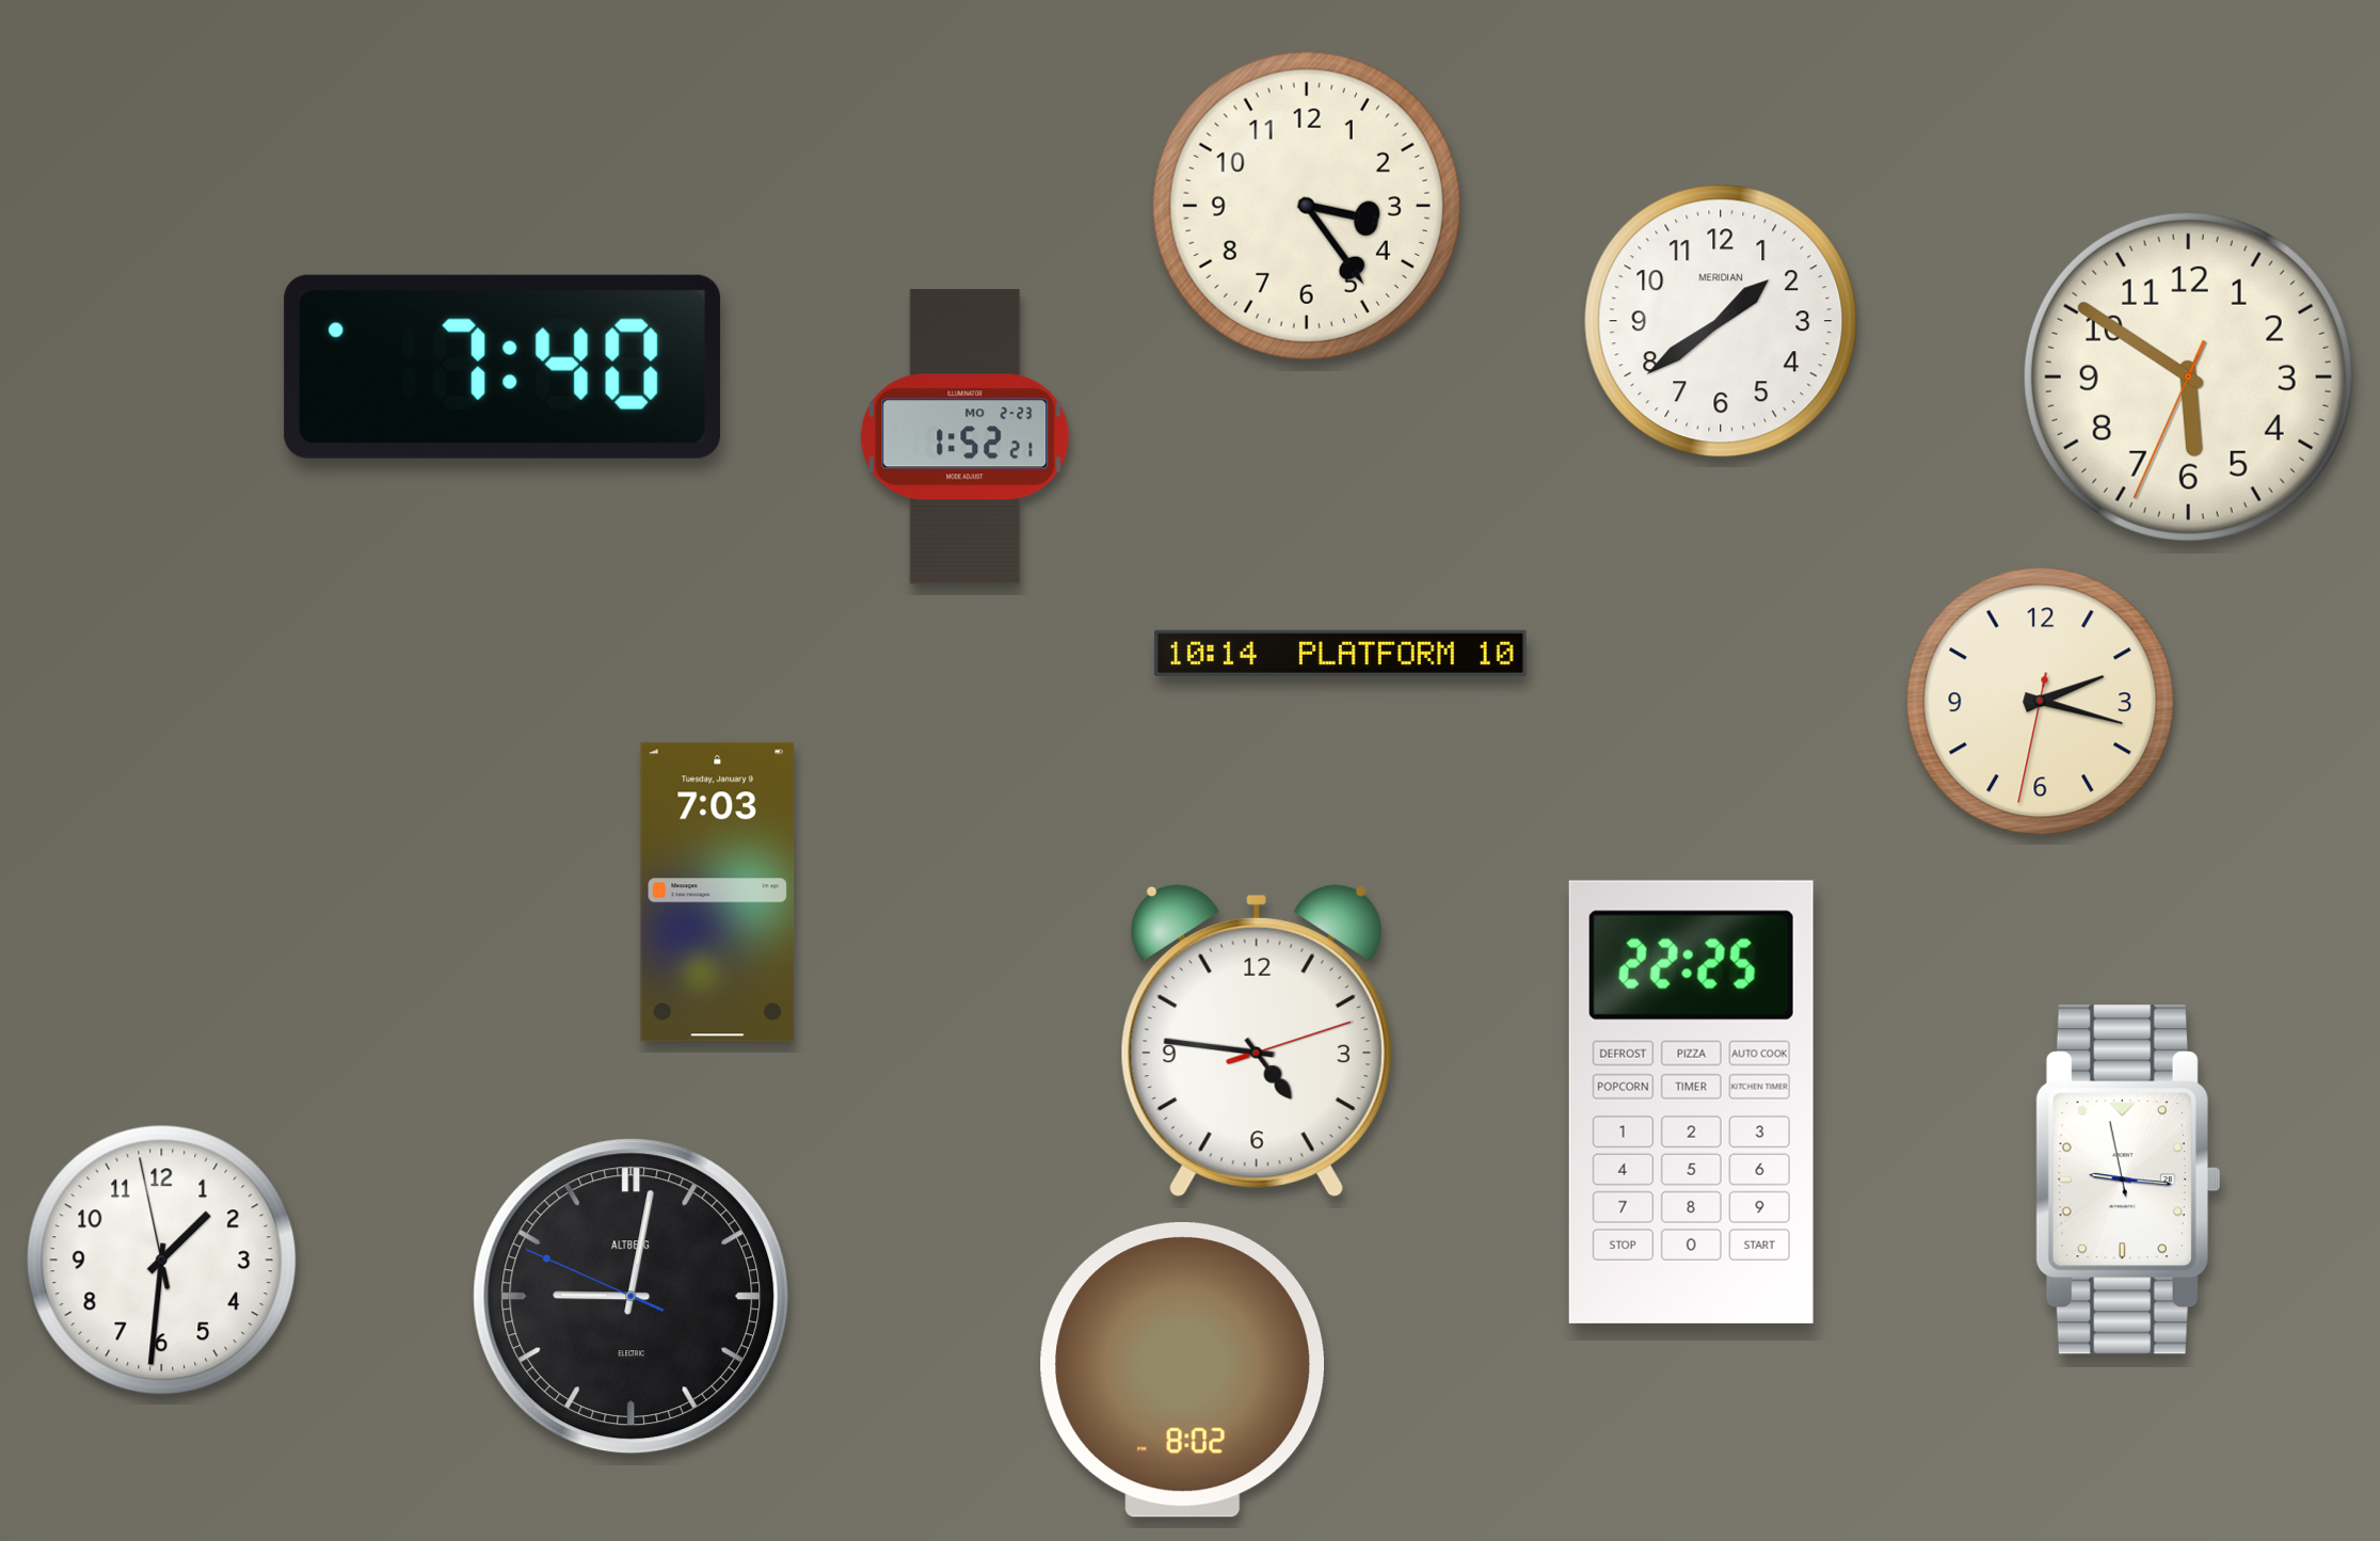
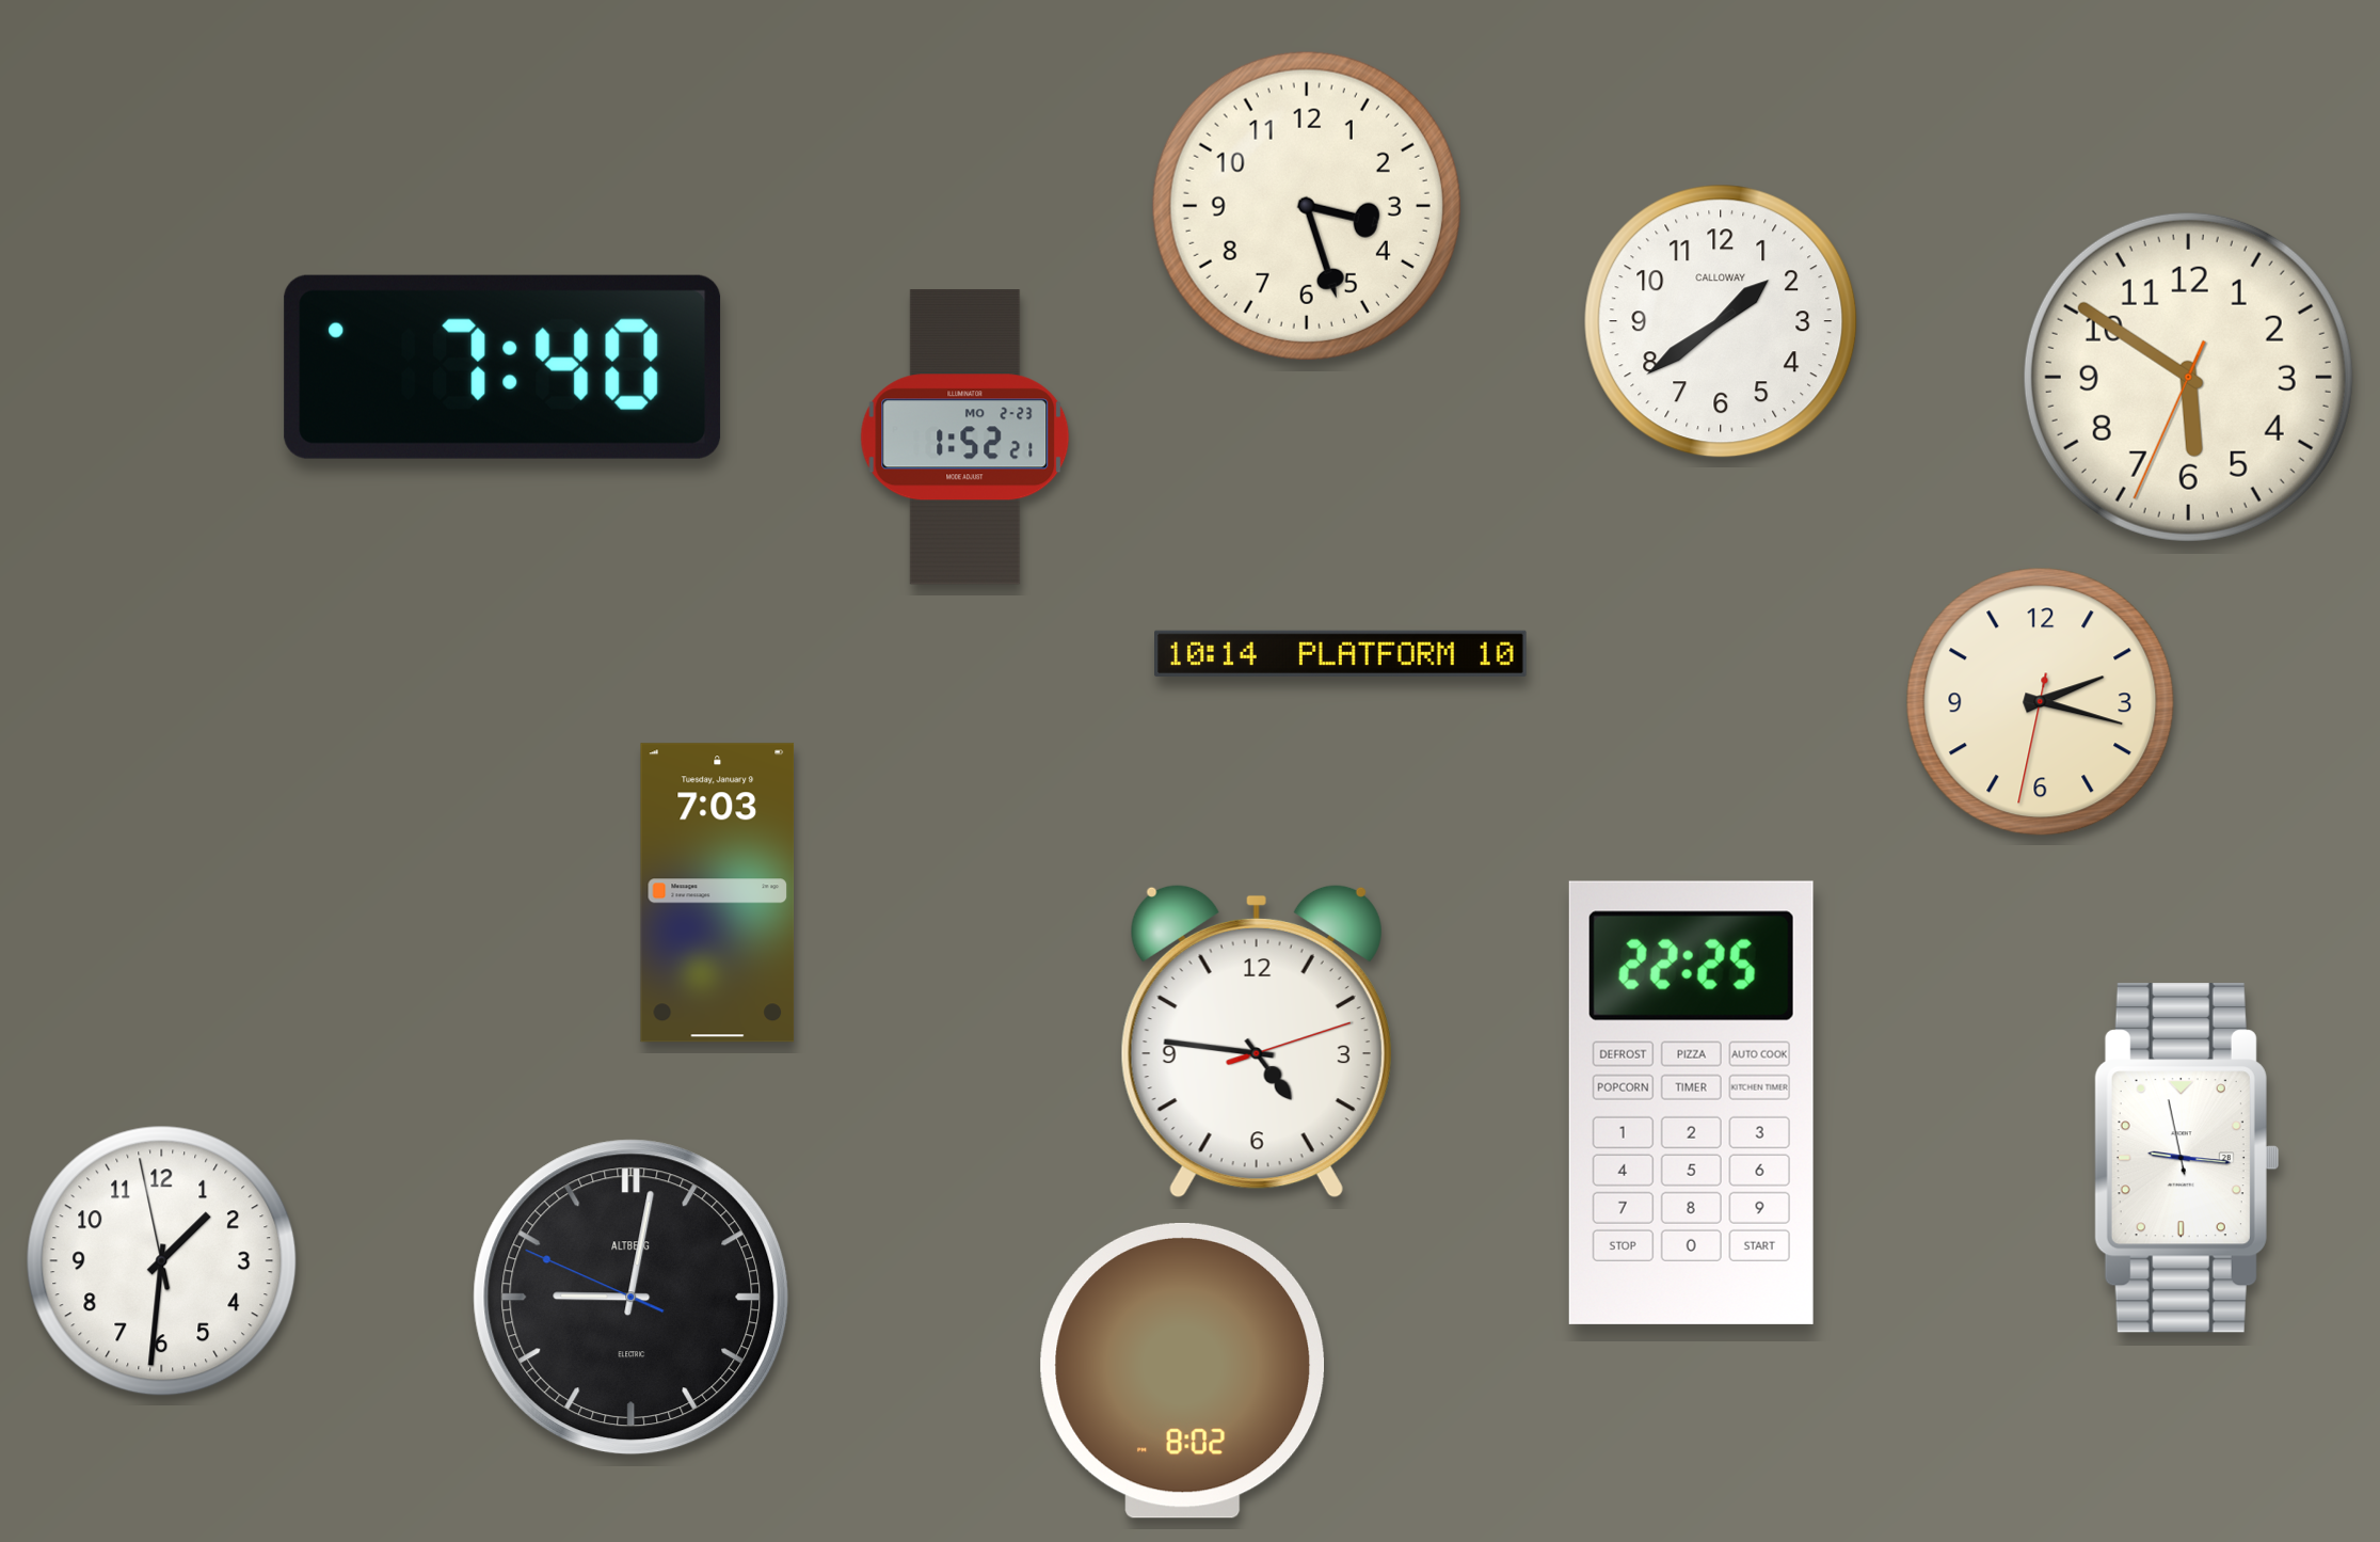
clock at (1307, 206): 3:24 -> 3:27
clock at (1721, 321) brand: MERIDIAN -> CALLOWAY
clock at (2128, 1179) position: (2128, 1179) -> (2187, 1158)
